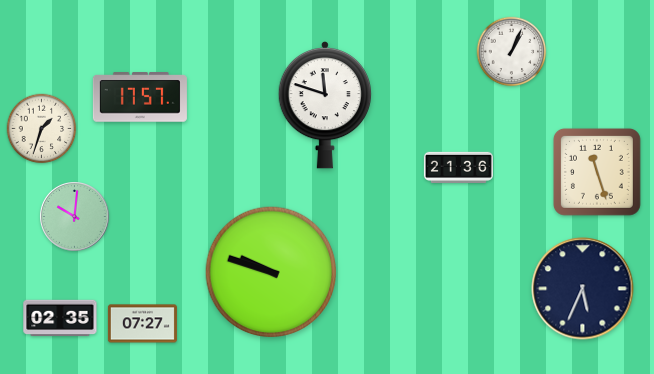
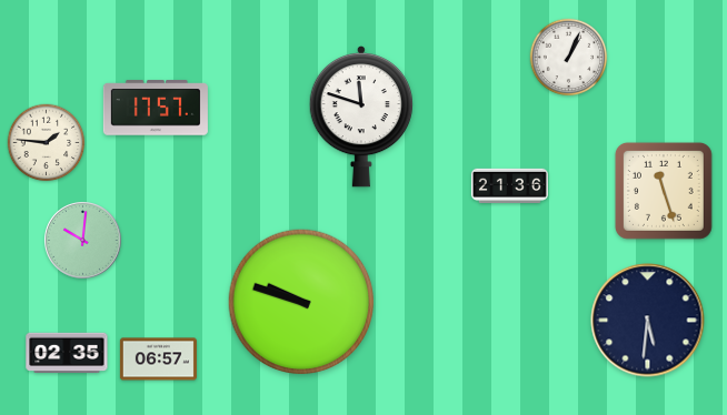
clock at (42, 129): 1:33 -> 1:46
clock at (583, 289): 5:34 -> 5:31
clock at (142, 324): 07:27 -> 06:57
